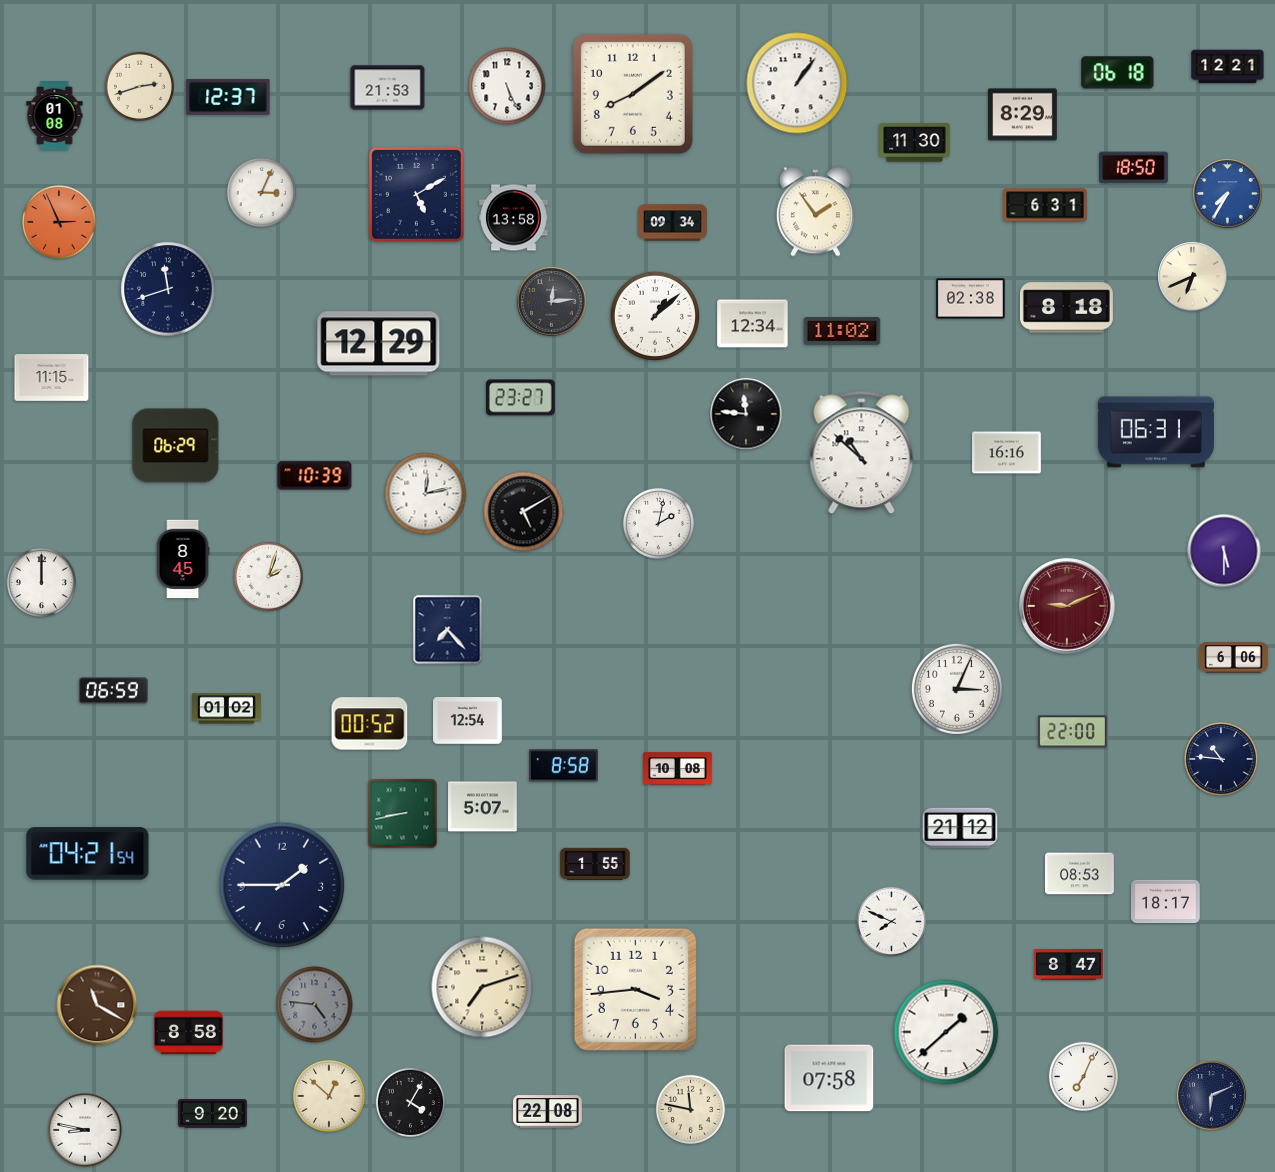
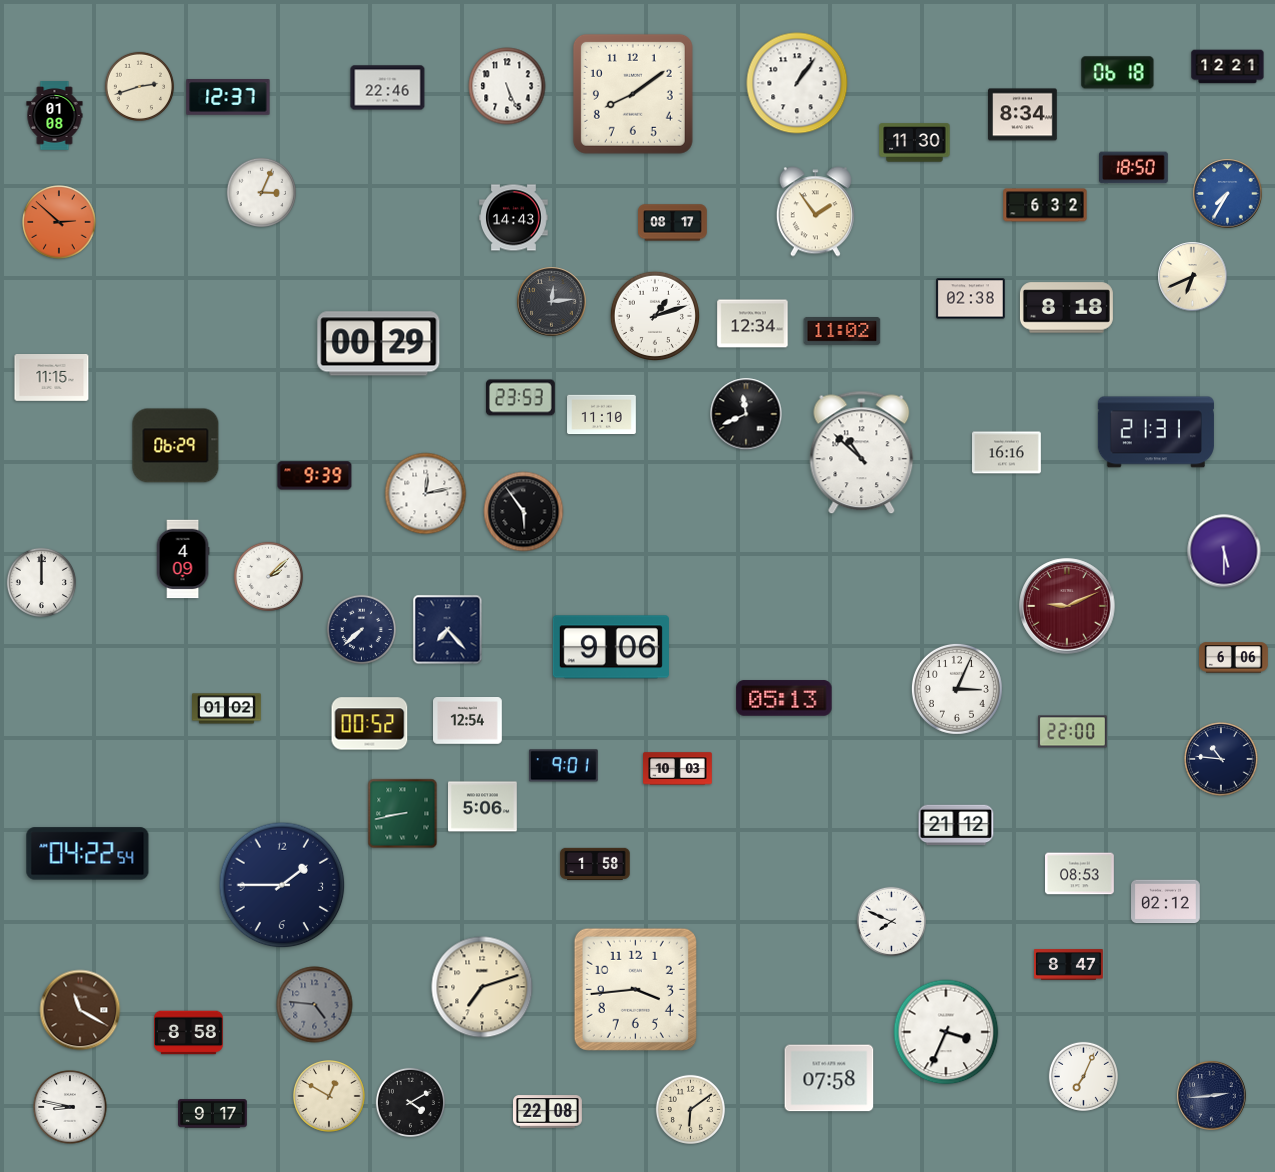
clock at (388, 88): 21:53 -> 22:46
clock at (1023, 115): 8:29 -> 8:34
clock at (416, 194): 5:10 -> none
clock at (1045, 205): 6:31 -> 6:32
clock at (514, 218): 13:58 -> 14:43
clock at (59, 222): 2:56 -> 2:52
clock at (673, 223): 09:34 -> 08:17
clock at (168, 289): 11:42 -> none
clock at (655, 316): 1:08 -> 1:12
clock at (379, 344): 12:29 -> 00:29
clock at (521, 398): 23:27 -> 23:53
clock at (746, 414): 11:46 -> 11:41
clock at (602, 415): none -> 11:10
clock at (1156, 432): 06:31 -> 21:31
clock at (315, 476): 10:39 -> 9:39
clock at (524, 512): 5:10 -> 5:54
clock at (658, 523): 2:02 -> none
clock at (183, 559): 8:45 -> 4:09
clock at (268, 576): 2:03 -> 2:08
clock at (361, 629): none -> 7:38
clock at (611, 647): none -> 9:06
clock at (114, 691): 06:59 -> none
clock at (784, 698): none -> 05:13
clock at (563, 766): 8:58 -> 9:01
clock at (678, 769): 10:08 -> 10:03
clock at (483, 807): 5:07 -> 5:06
clock at (960, 828) position: (960, 828) -> (956, 825)
clock at (88, 854): 04:21 -> 04:22
clock at (595, 863): 1:55 -> 1:58
clock at (1166, 902): 18:17 -> 02:12
clock at (97, 1005) position: (97, 1005) -> (80, 1010)
clock at (946, 1032): 1:38 -> 3:34
clock at (1212, 1096): 6:11 -> 2:44
clock at (330, 1097): 12:52 -> 12:50
clock at (410, 1102): 4:05 -> 4:10
clock at (690, 1109): 11:47 -> 6:09
clock at (213, 1114): 9:20 -> 9:17
clock at (85, 1130) position: (85, 1130) -> (70, 1107)
